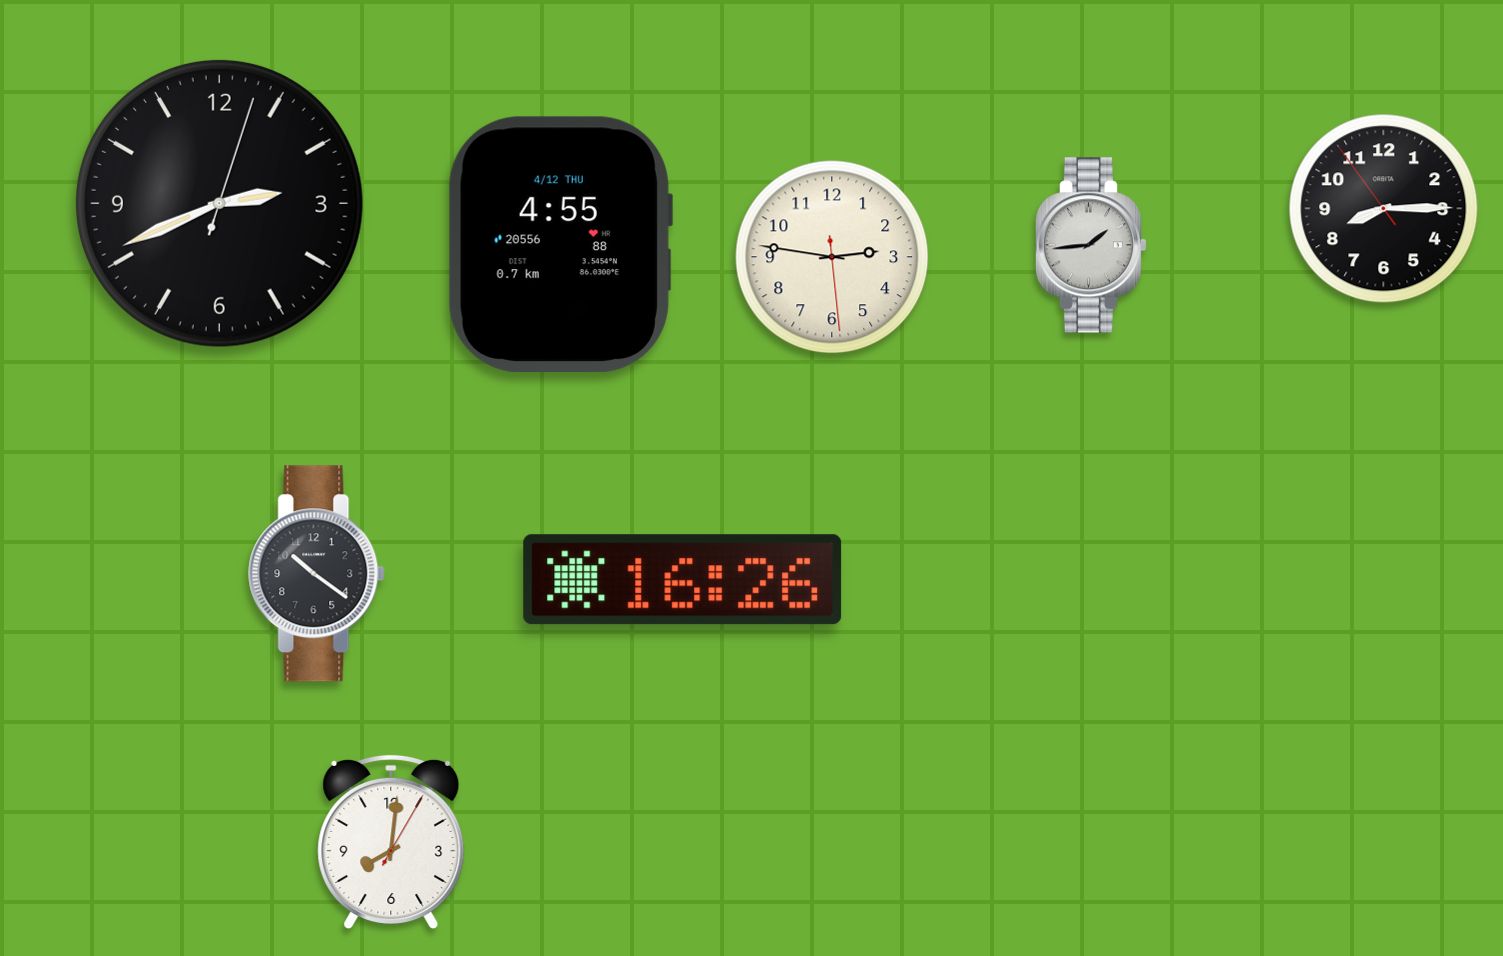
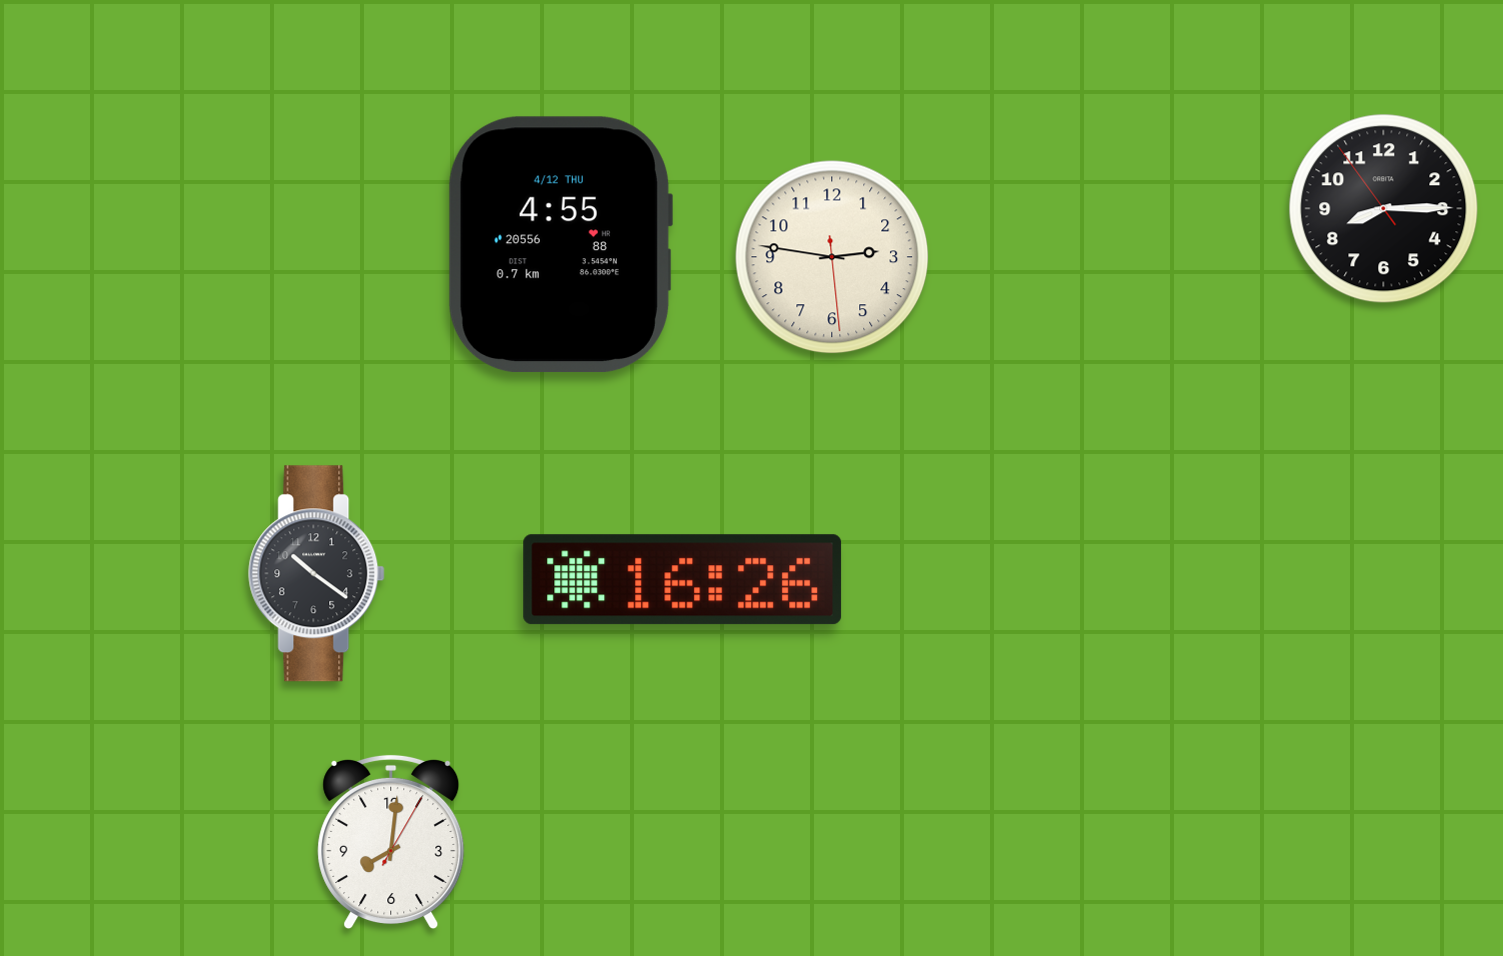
clock at (219, 203): 2:41 -> none
clock at (1091, 245): 1:44 -> none
